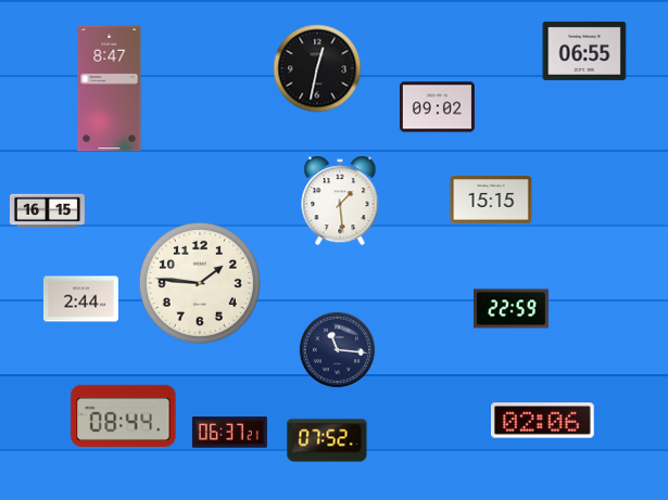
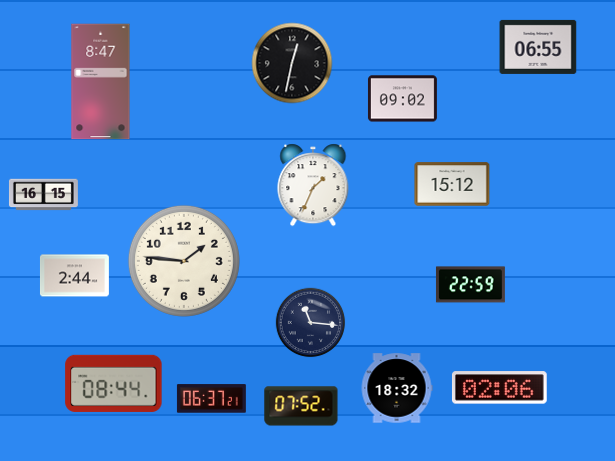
clock at (491, 200): 15:15 -> 15:12
clock at (340, 201): 1:29 -> 1:34
clock at (397, 388): none -> 18:32
